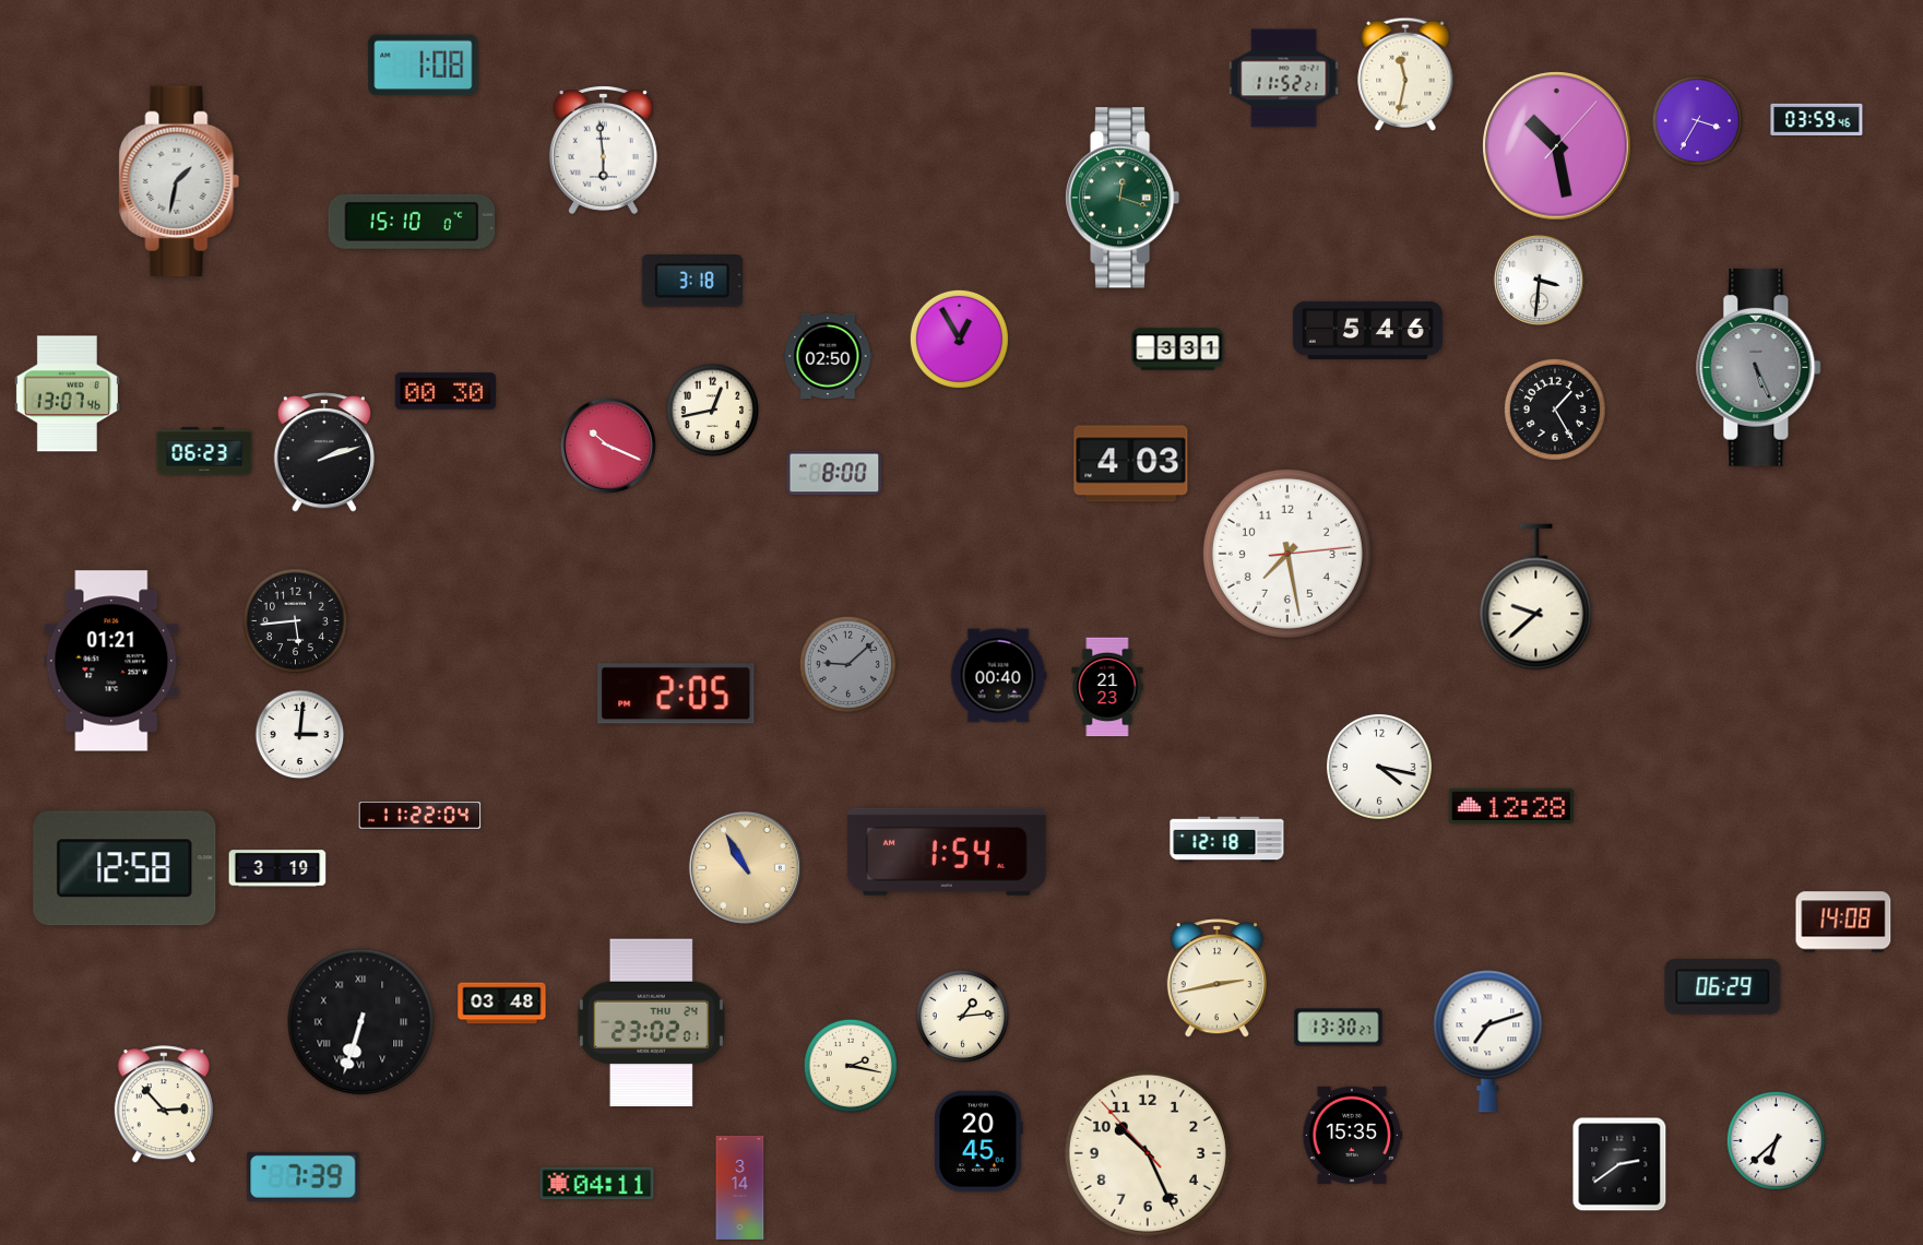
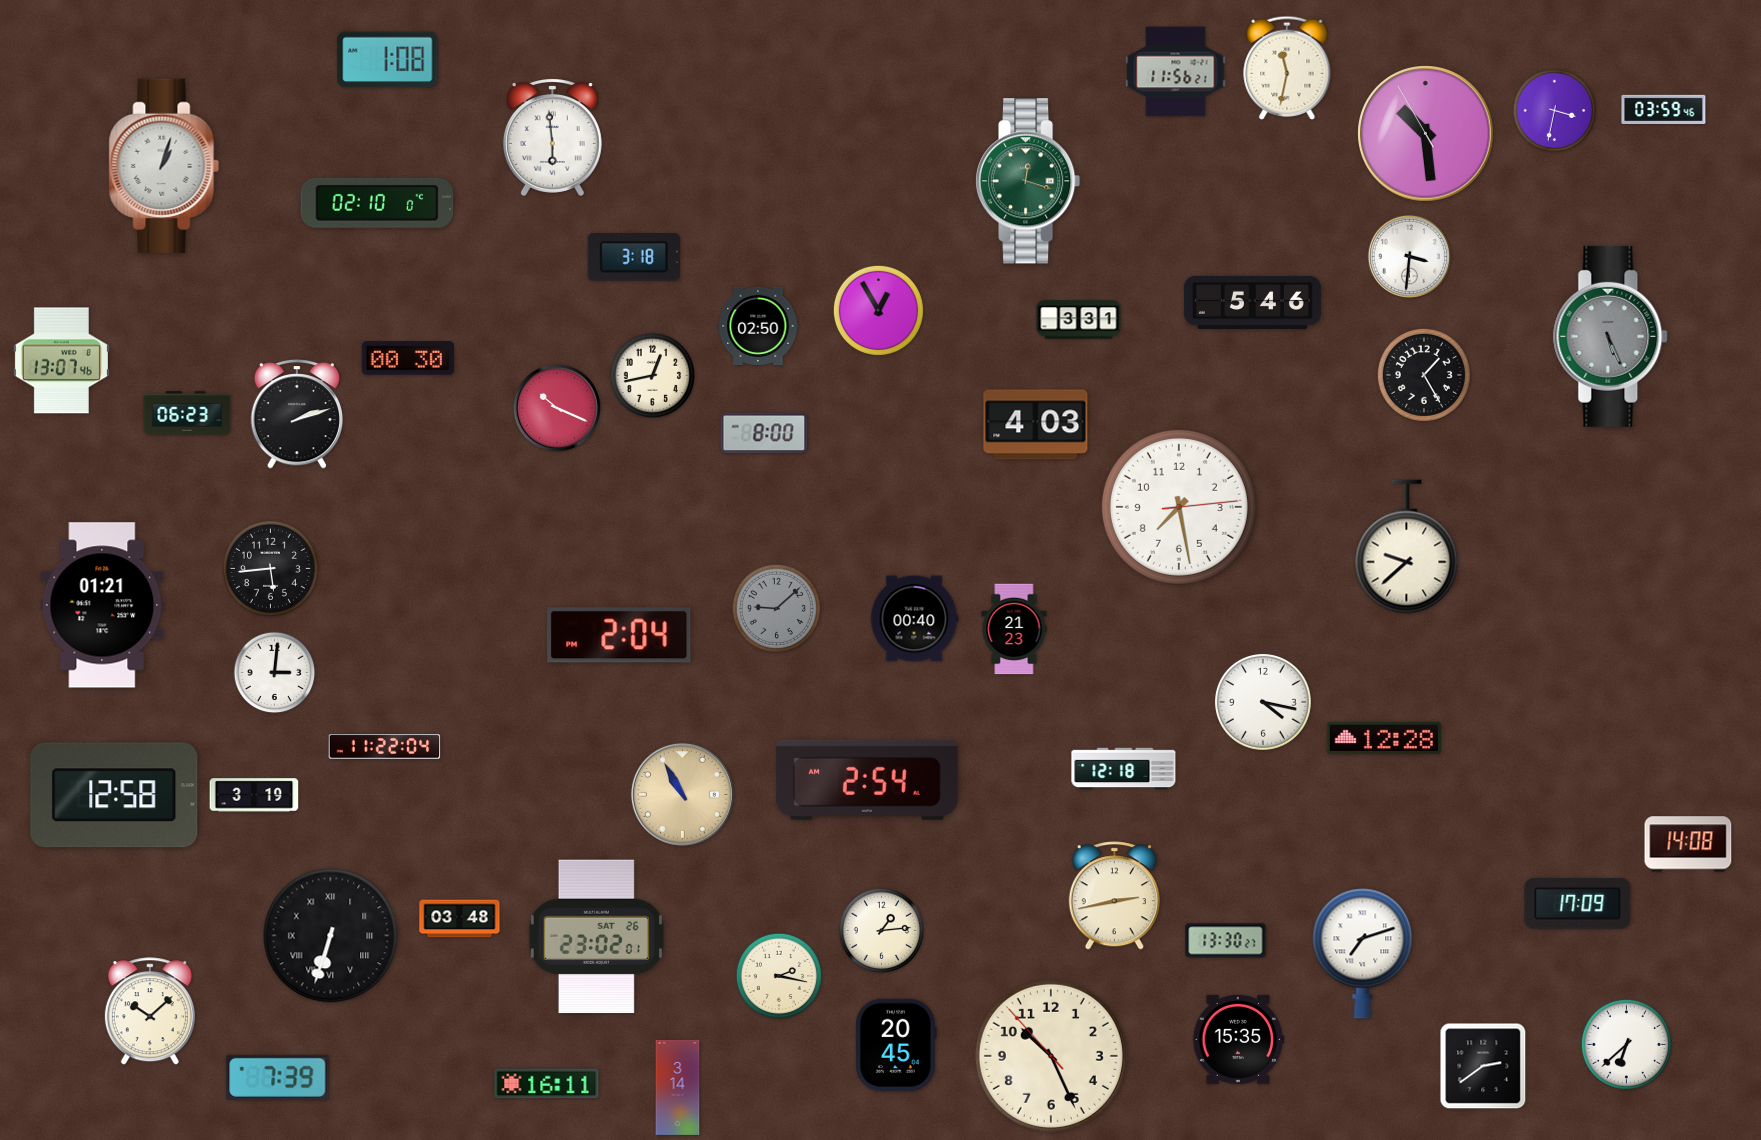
clock at (1284, 79): 11:52 -> 11:56
clock at (1698, 121): 3:35 -> 3:32
clock at (1557, 146): 10:28:07 -> 10:28:55
clock at (179, 181): 1:32 -> 1:03
clock at (412, 222): 15:10 -> 02:10
clock at (676, 693): 2:05 -> 2:04
clock at (947, 852): 1:54 -> 2:54
clock at (1723, 987): 06:29 -> 17:09
clock at (651, 1023) date: THU 24 -> SAT 26
clock at (164, 1105): 2:53 -> 10:08
clock at (597, 1184): 04:11 -> 16:11
